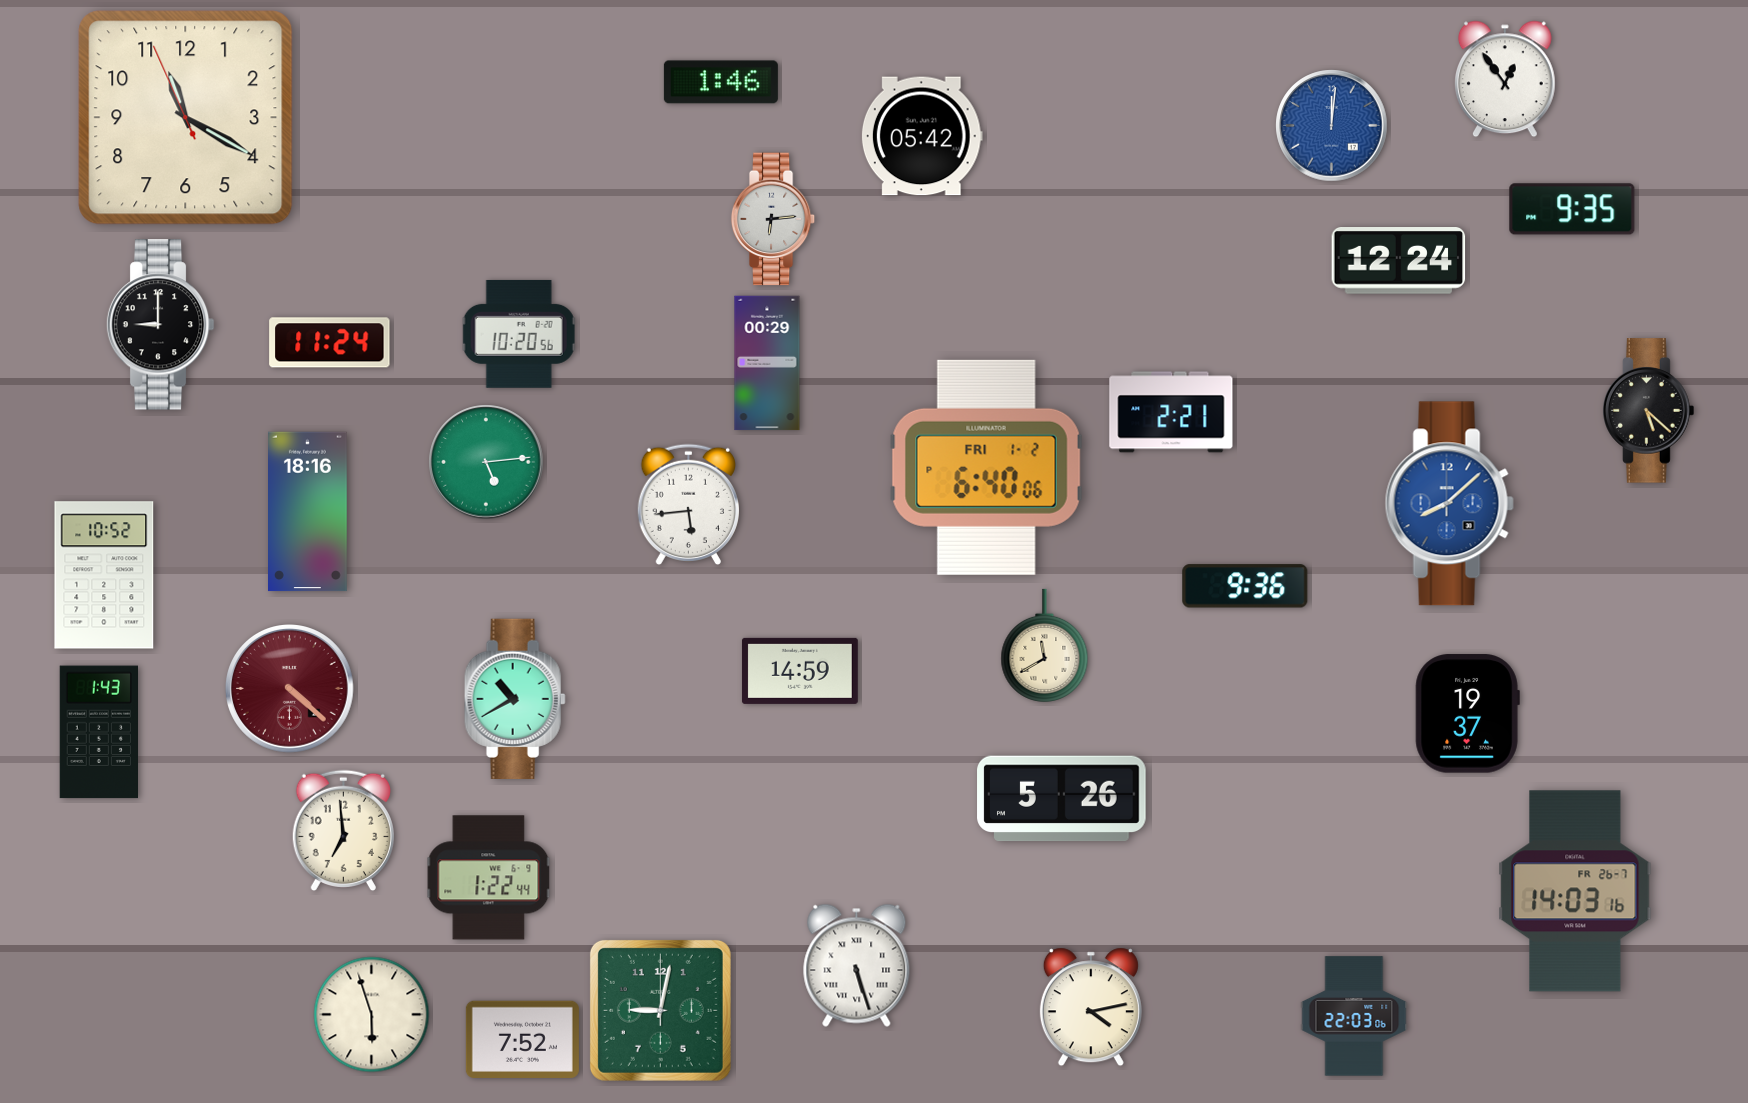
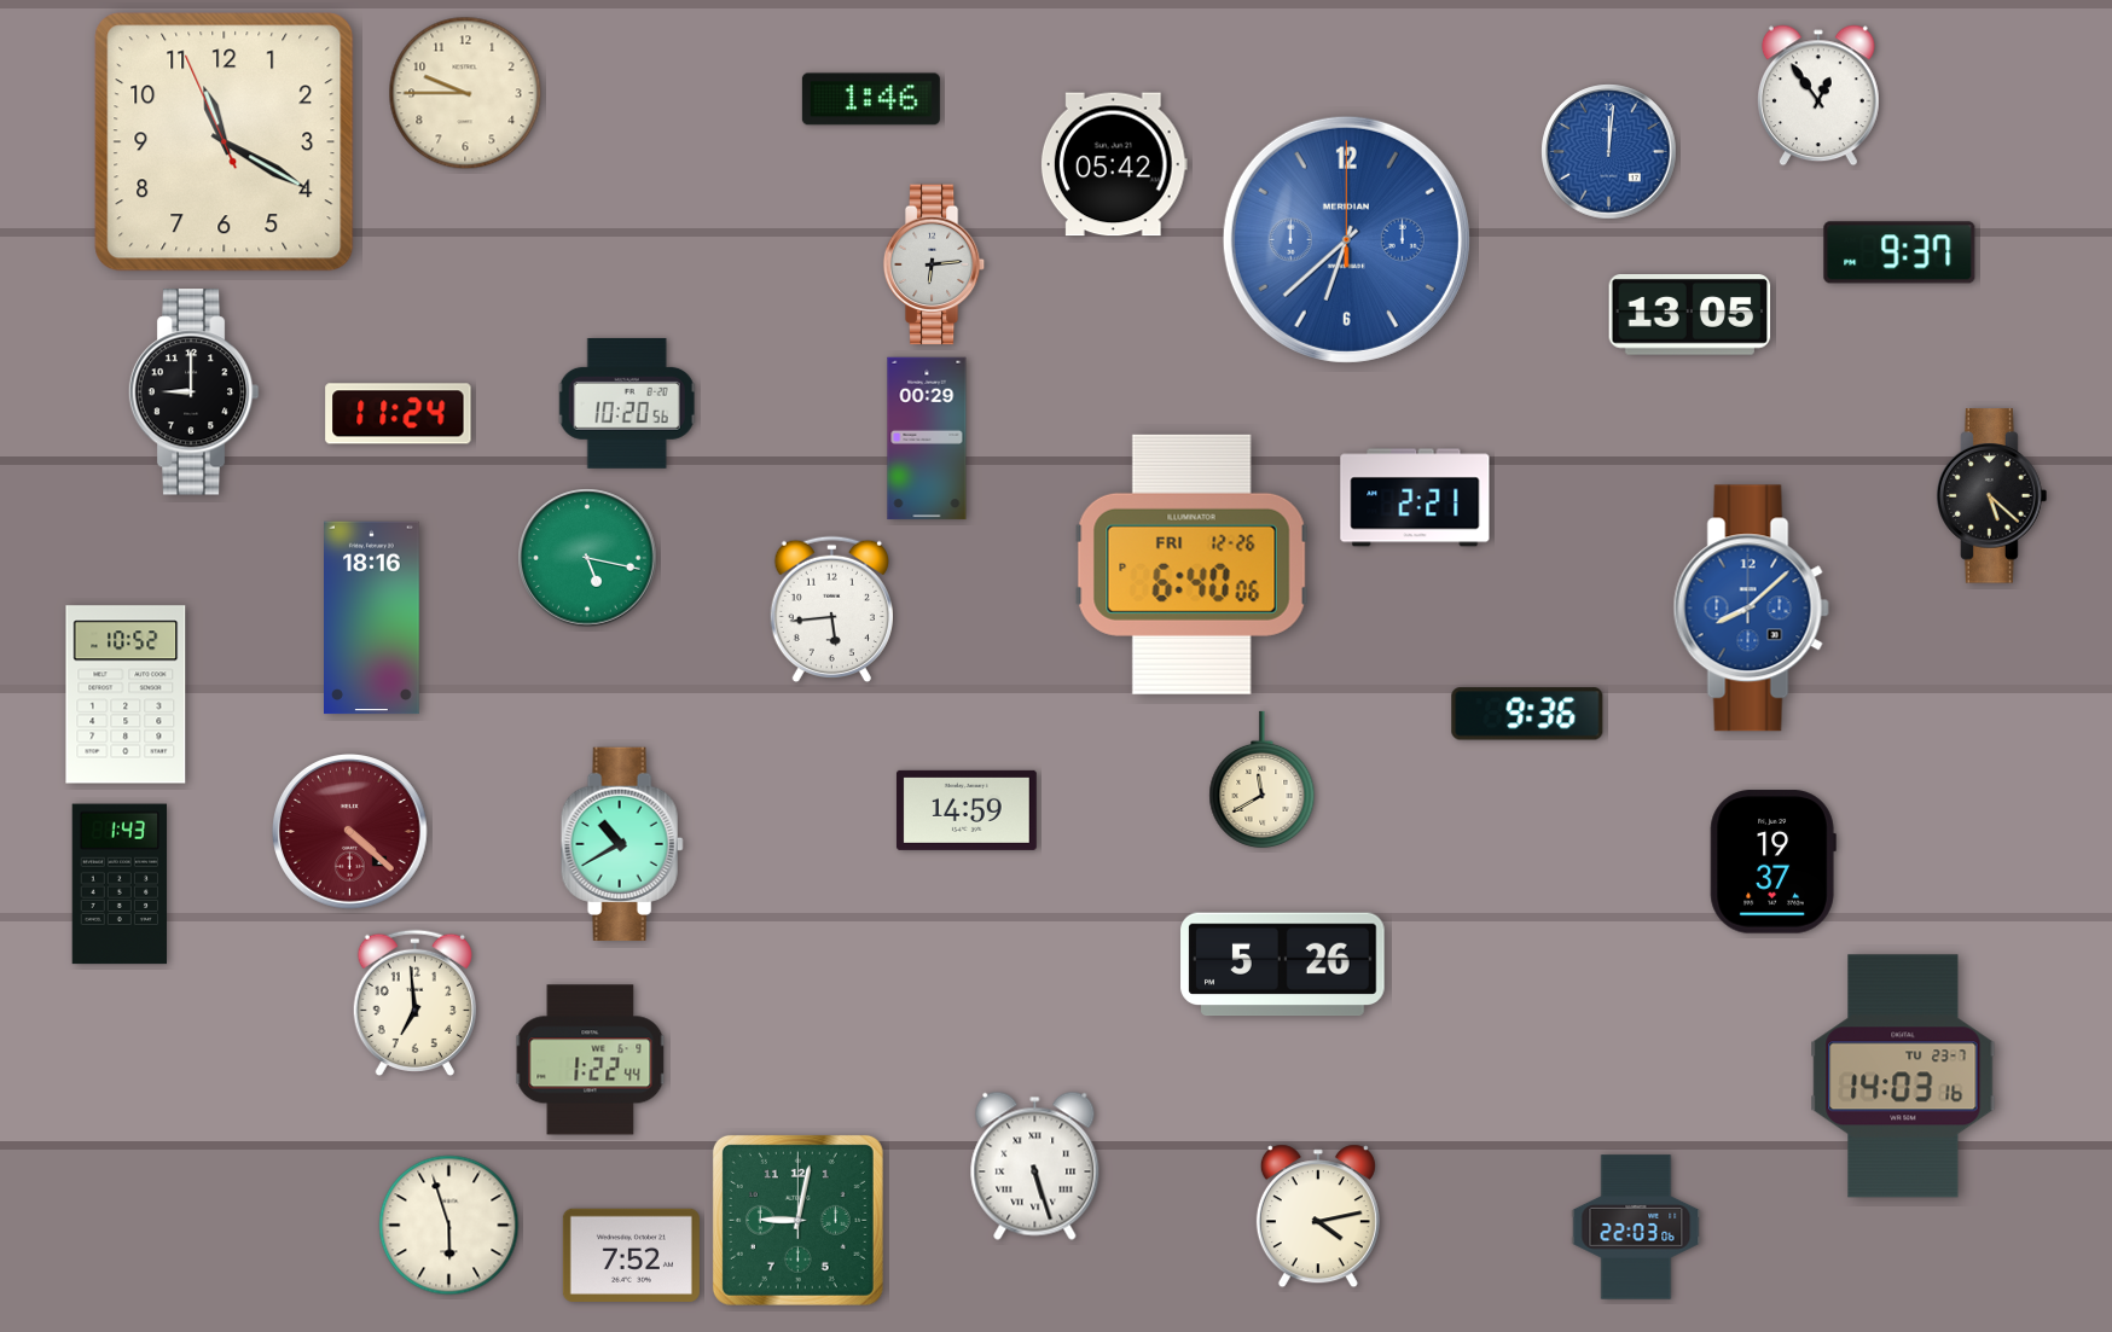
clock at (465, 93): none -> 9:45
clock at (1346, 239): none -> 6:38
clock at (1572, 209): 9:35 -> 9:37
clock at (1399, 261): 12:24 -> 13:05
clock at (486, 462): 5:14 -> 5:17
clock at (986, 467) date: FRI 1-2 -> FRI 12-26
clock at (1245, 586) position: (1245, 586) -> (1527, 714)
clock at (1575, 891) date: FR 26-7 -> TU 23-7
